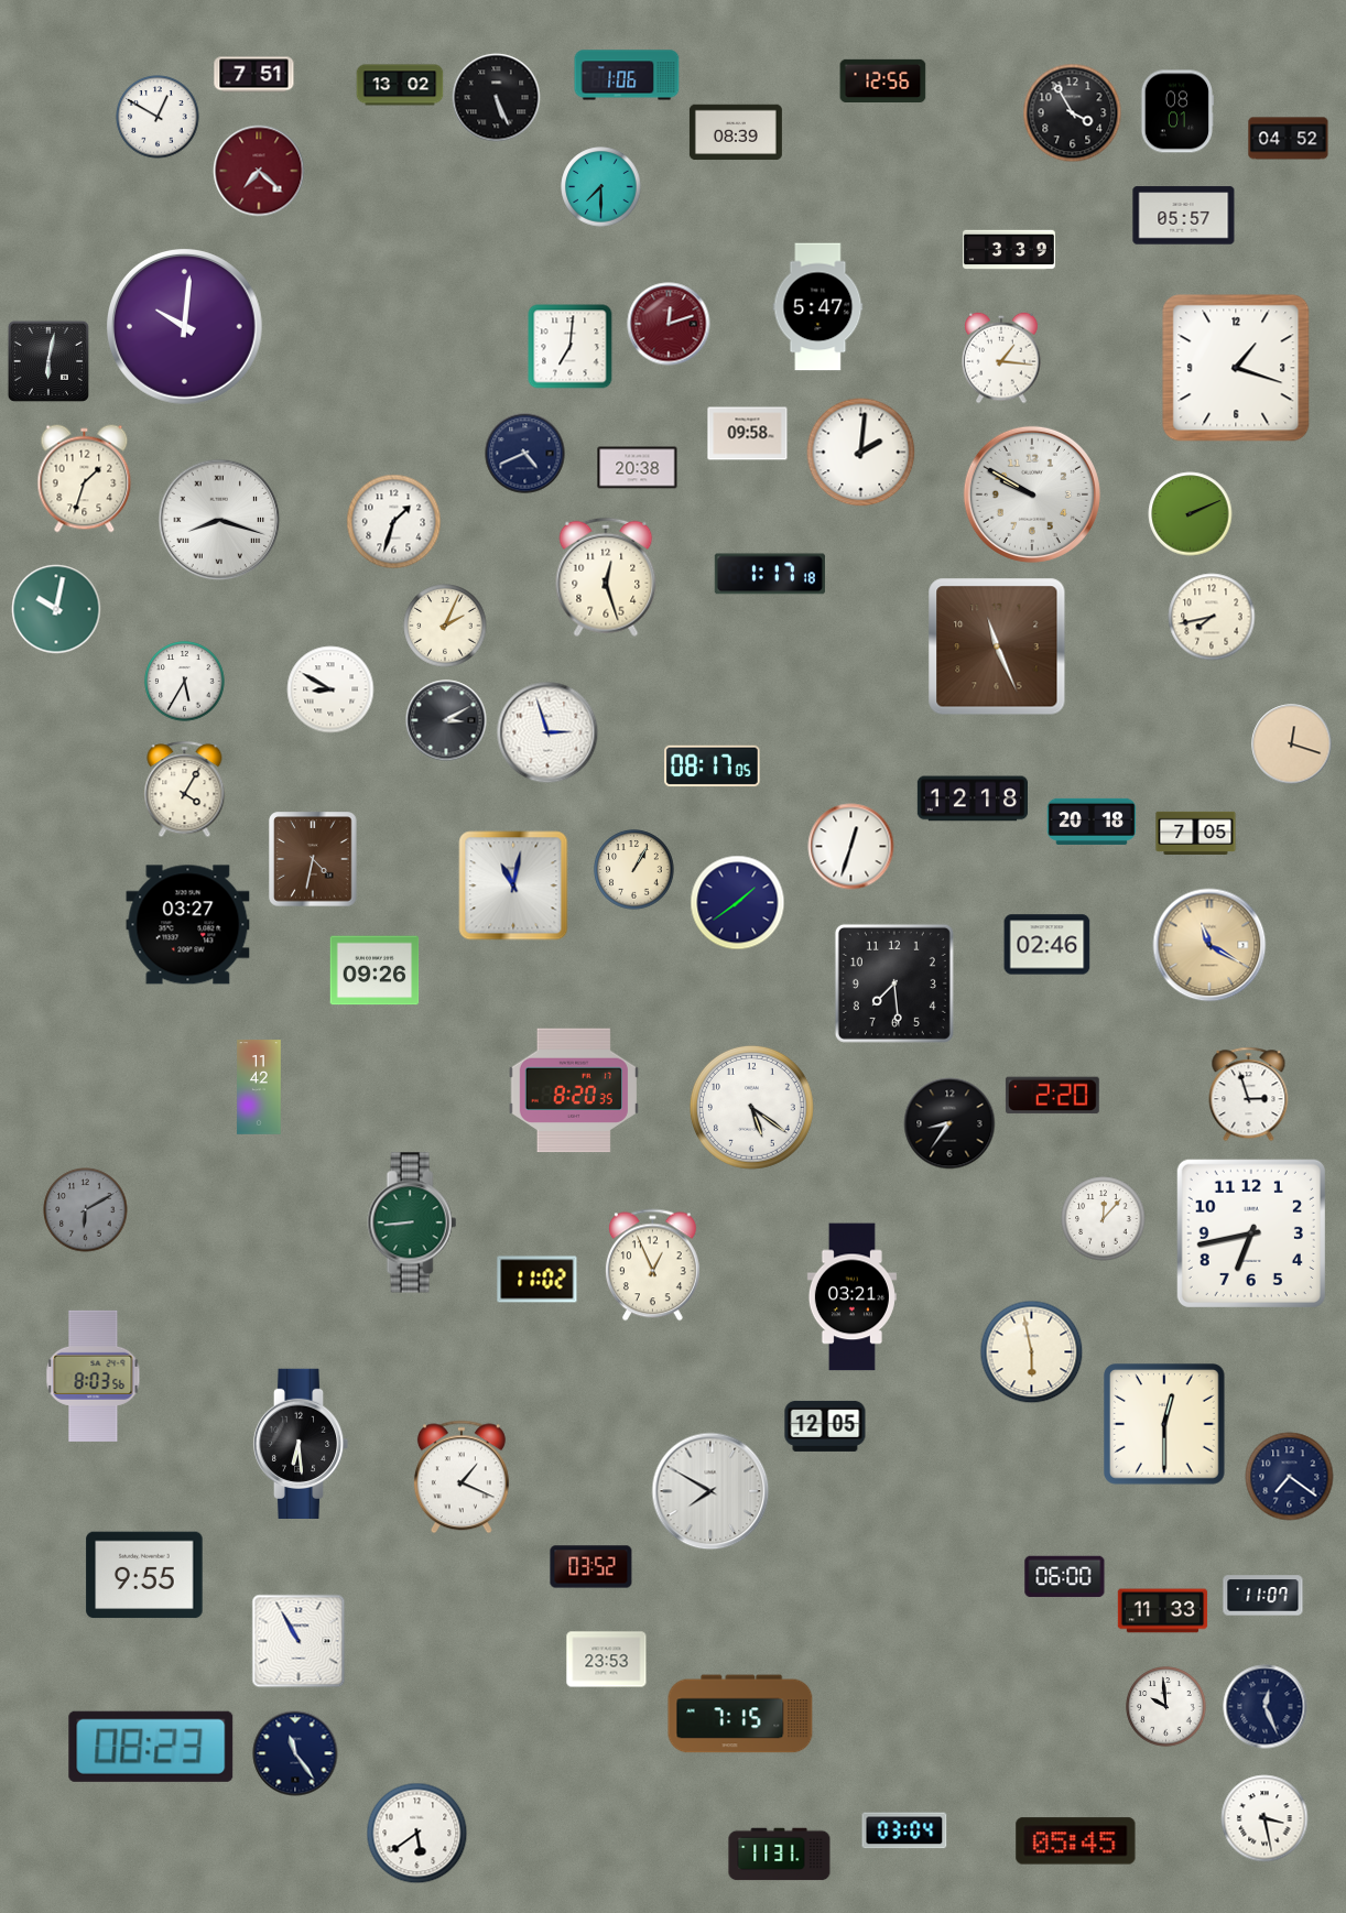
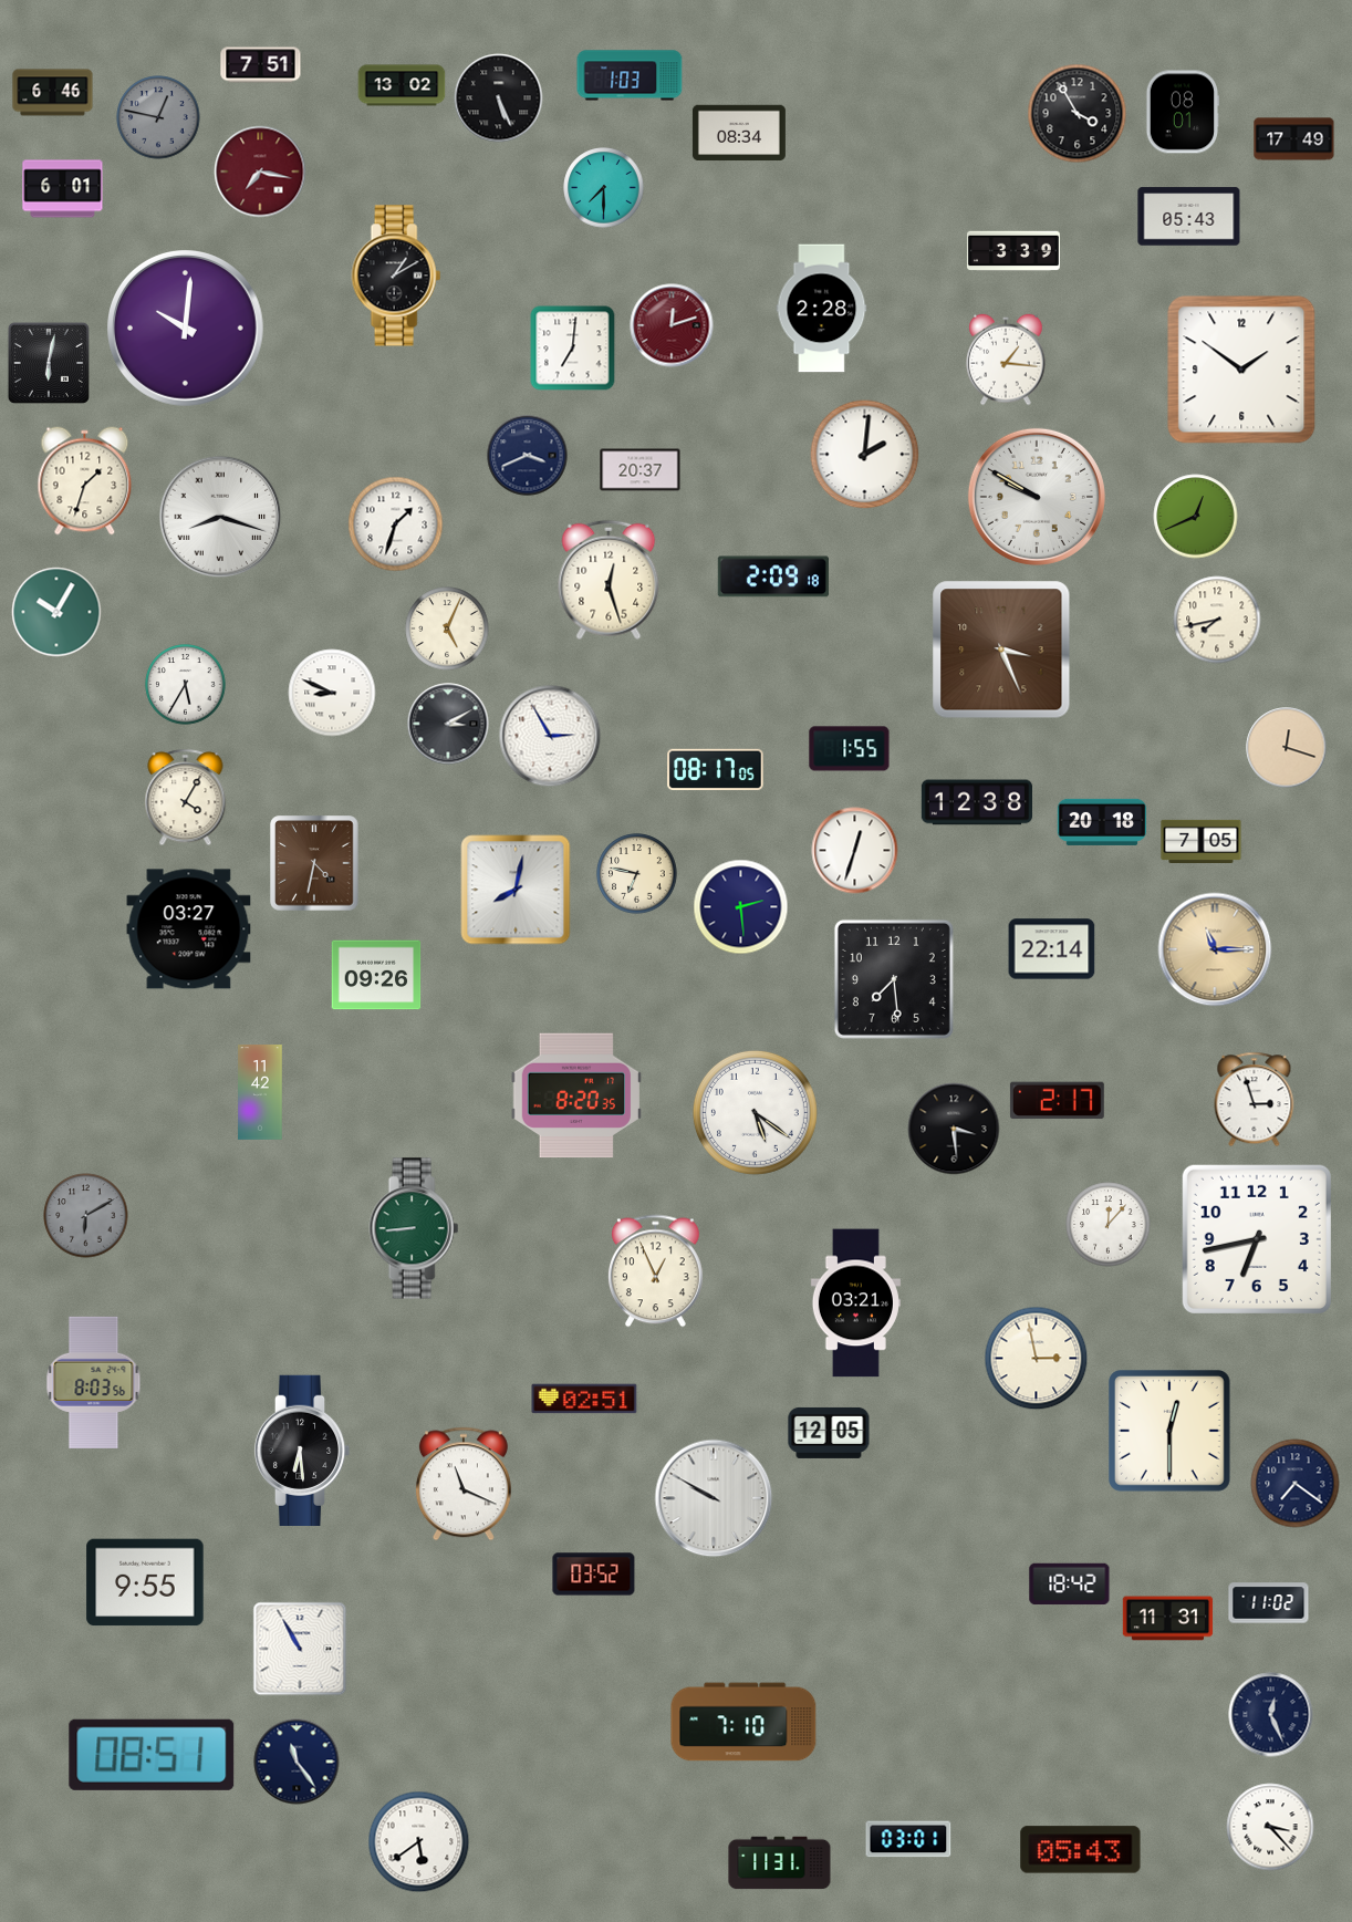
clock at (254, 75) position: (254, 75) -> (261, 65)
clock at (627, 75): 1:06 -> 1:03
clock at (883, 80): 12:56 -> none
clock at (53, 93): none -> 6:46
clock at (158, 117): 12:50 -> 12:47
clock at (158, 117) dial: white -> grey
clock at (736, 132): 08:39 -> 08:34
clock at (1289, 139): 04:52 -> 17:49
clock at (259, 171): 7:22 -> 7:17
clock at (63, 189): none -> 6:01
clock at (1184, 216): 05:57 -> 05:43
clock at (396, 276): none -> 1:10
clock at (818, 307): 5:47 -> 2:28
clock at (1236, 368): 1:18 -> 1:51
clock at (748, 434): 09:58 -> none
clock at (525, 454): 4:41 -> 3:41
clock at (638, 468): 20:38 -> 20:37
clock at (1191, 514): 2:11 -> 12:41
clock at (219, 520) position: (219, 520) -> (220, 517)
clock at (770, 574): 1:17 -> 2:09
clock at (56, 609): 10:02 -> 10:05
clock at (445, 626): 2:04 -> 5:04
clock at (997, 646): 11:26 -> 3:26
clock at (330, 689): 8:50 -> 8:49
clock at (547, 732): 2:57 -> 2:55
clock at (1292, 744) position: (1292, 744) -> (1287, 748)
clock at (850, 749): none -> 1:55
clock at (185, 790) position: (185, 790) -> (186, 798)
clock at (971, 798): 12:18 -> 12:38
clock at (1092, 822) position: (1092, 822) -> (1102, 822)
clock at (1196, 833) position: (1196, 833) -> (1202, 841)
clock at (634, 870): 1:05 -> 6:47
clock at (513, 885): 11:02 -> 8:02
clock at (738, 903): 1:39 -> 2:29
clock at (1048, 945): 02:46 -> 22:14
clock at (1209, 945): 11:20 -> 11:15
clock at (894, 983) position: (894, 983) -> (894, 979)
clock at (1052, 1096): 2:20 -> 2:17
clock at (949, 1123): 8:36 -> 3:29
clock at (538, 1280): 11:02 -> none
clock at (1032, 1352): 5:58 -> 2:58
clock at (584, 1399): none -> 02:51
clock at (462, 1477): 1:19 -> 11:19
clock at (710, 1491): 7:50 -> 9:50
clock at (1065, 1577): 06:00 -> 18:42
clock at (1263, 1596): 11:07 -> 11:02
clock at (1163, 1611): 11:33 -> 11:31
clock at (607, 1660): 23:53 -> none
clock at (1166, 1707): 9:59 -> none
clock at (740, 1714): 7:15 -> 7:10
clock at (151, 1747): 08:23 -> 08:51
clock at (1264, 1818): 3:28 -> 3:23
clock at (904, 1830): 03:04 -> 03:01
clock at (1076, 1841): 05:45 -> 05:43
clock at (780, 1855) position: (780, 1855) -> (780, 1863)
